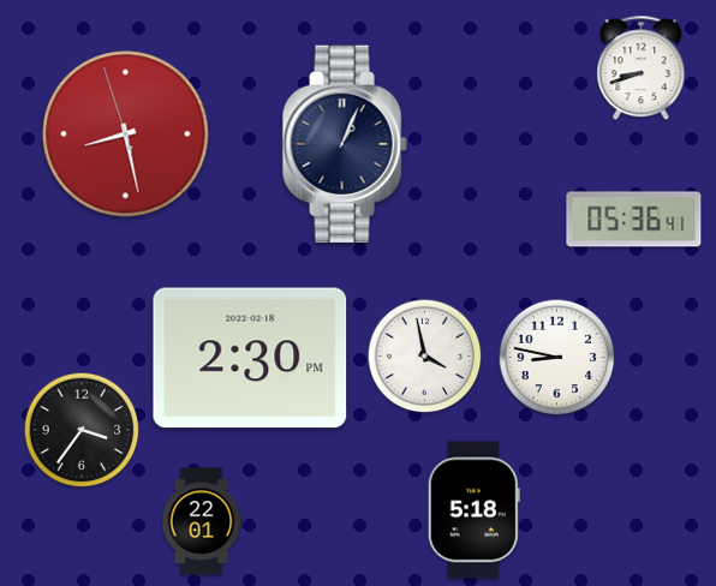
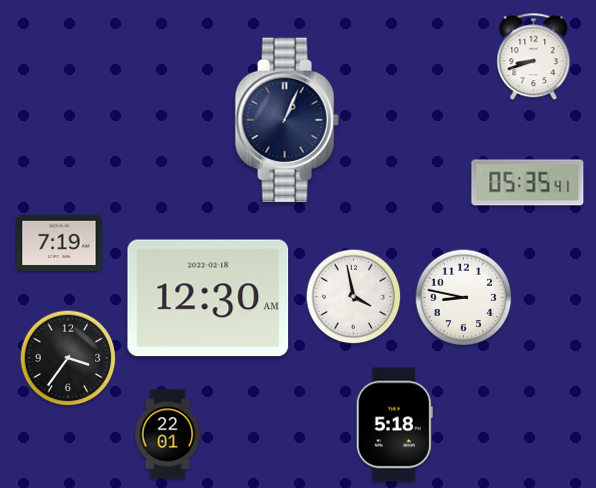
clock at (126, 134): 8:27 -> none
clock at (634, 220): 05:36 -> 05:35
clock at (59, 243): none -> 7:19
clock at (250, 358): 2:30 -> 12:30
